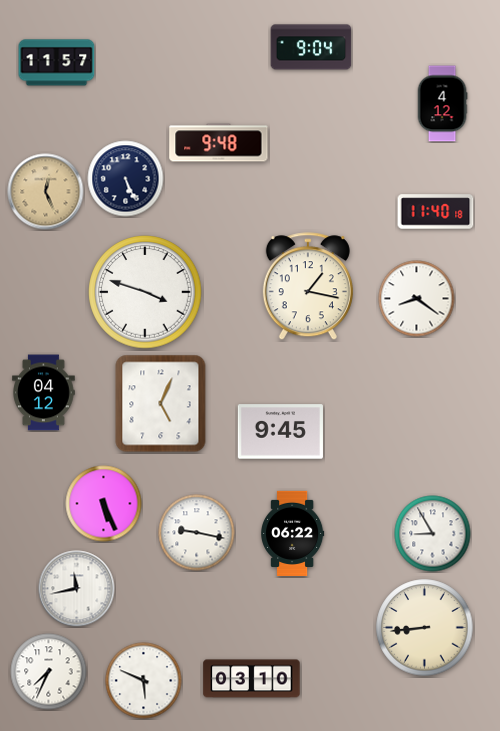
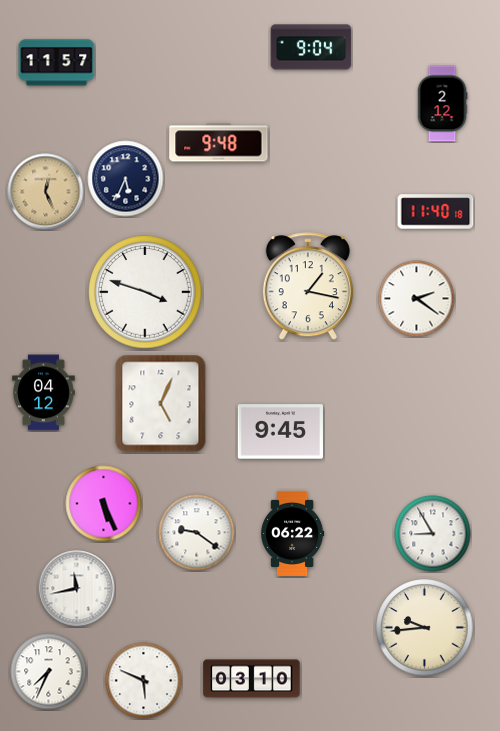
clock at (442, 104): 4:12 -> 2:12
clock at (126, 179): 5:26 -> 5:34
clock at (417, 299): 8:21 -> 2:21
clock at (197, 533): 9:17 -> 9:21
clock at (425, 628): 8:44 -> 9:44
